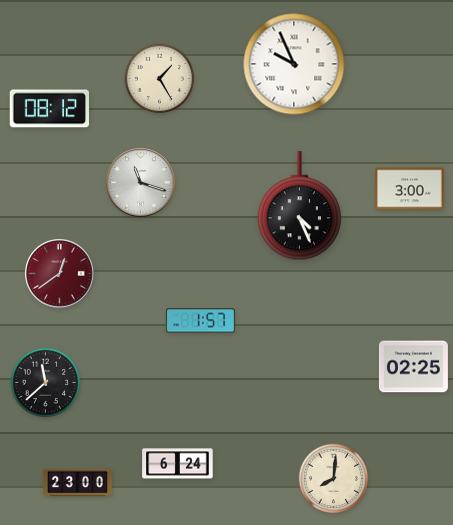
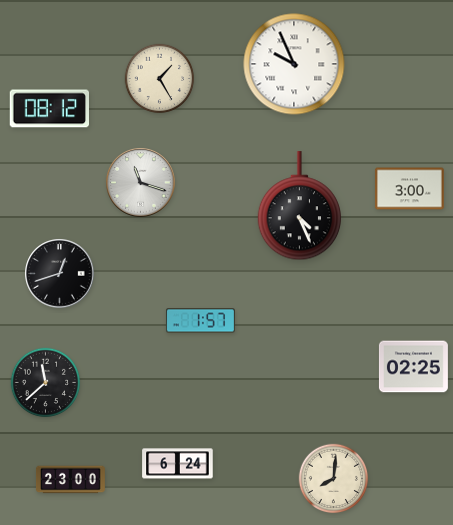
clock at (60, 274): 12:39 -> 12:42
clock at (60, 274) dial: burgundy -> black
clock at (77, 483) position: (77, 483) -> (70, 480)
